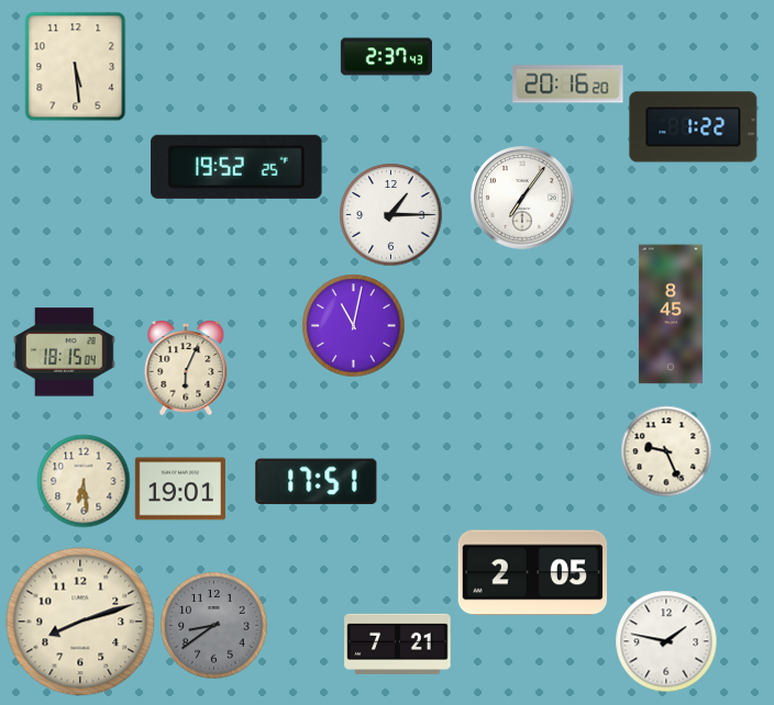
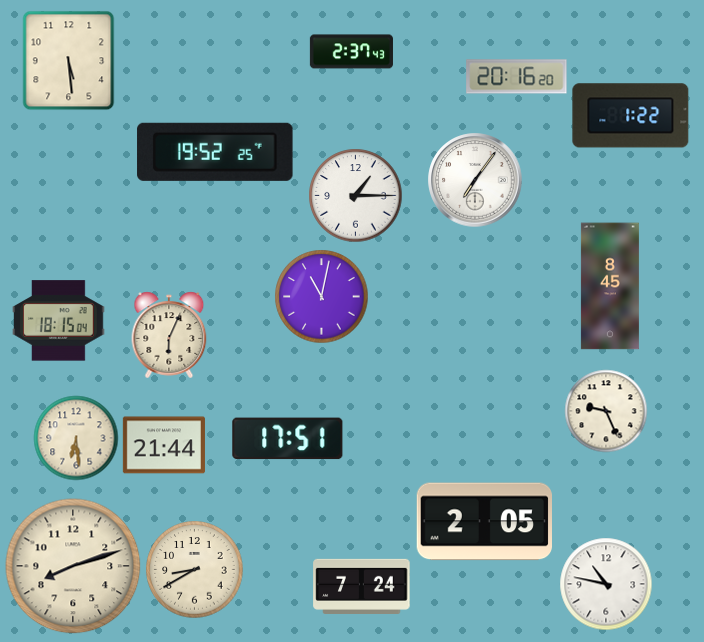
clock at (180, 489): 19:01 -> 21:44
clock at (214, 626): 8:39 -> 8:40
clock at (214, 626) dial: grey -> cream
clock at (666, 641): 1:47 -> 10:47
clock at (398, 644): 7:21 -> 7:24
